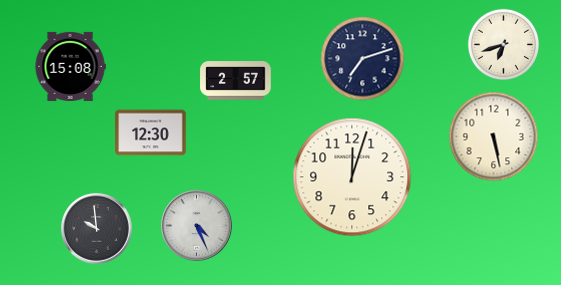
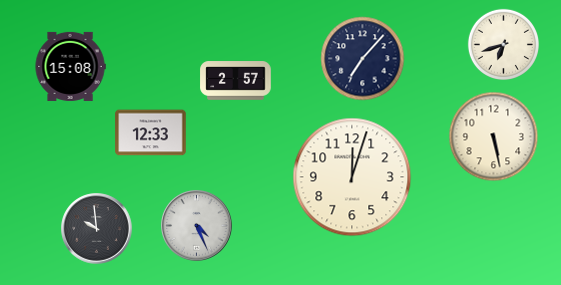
clock at (363, 59): 7:12 -> 7:07
clock at (151, 133): 12:30 -> 12:33
